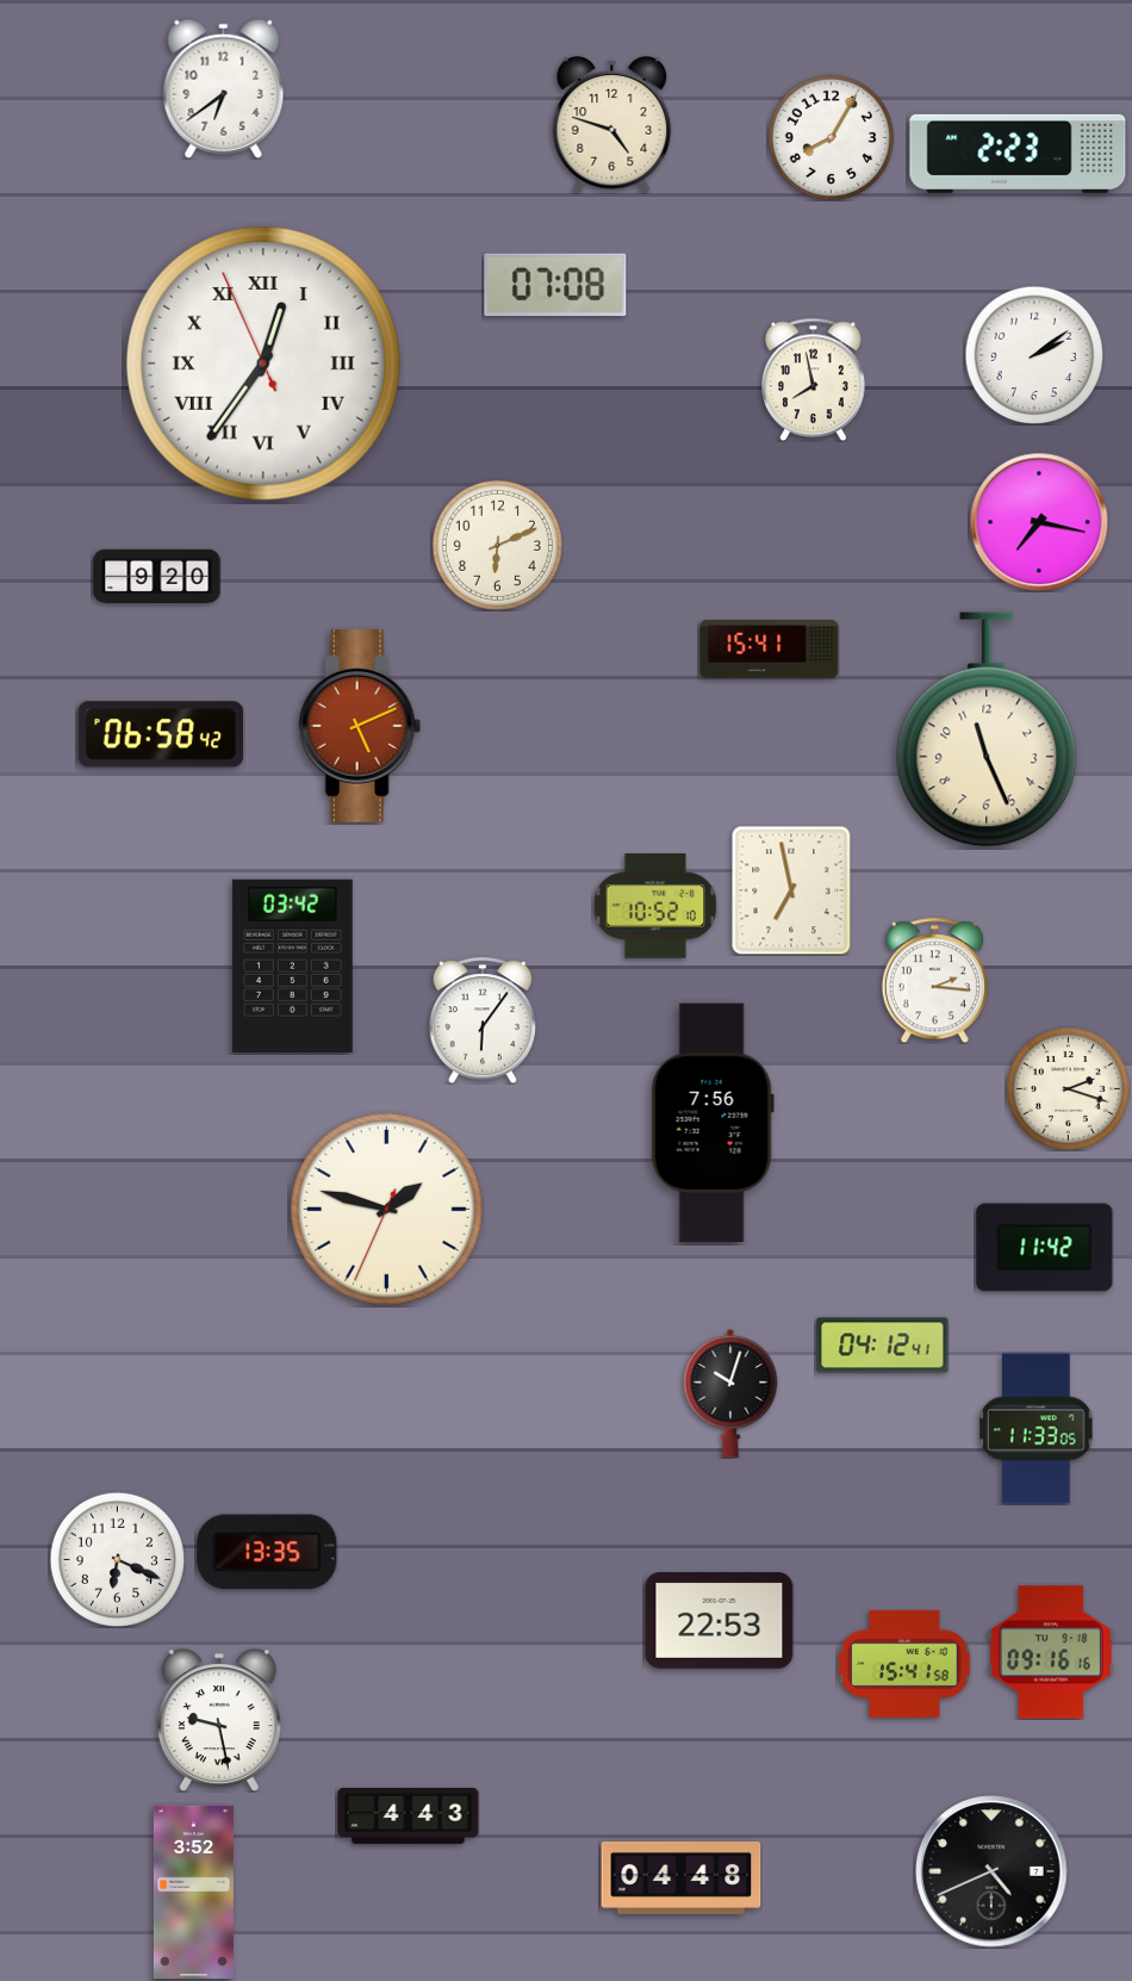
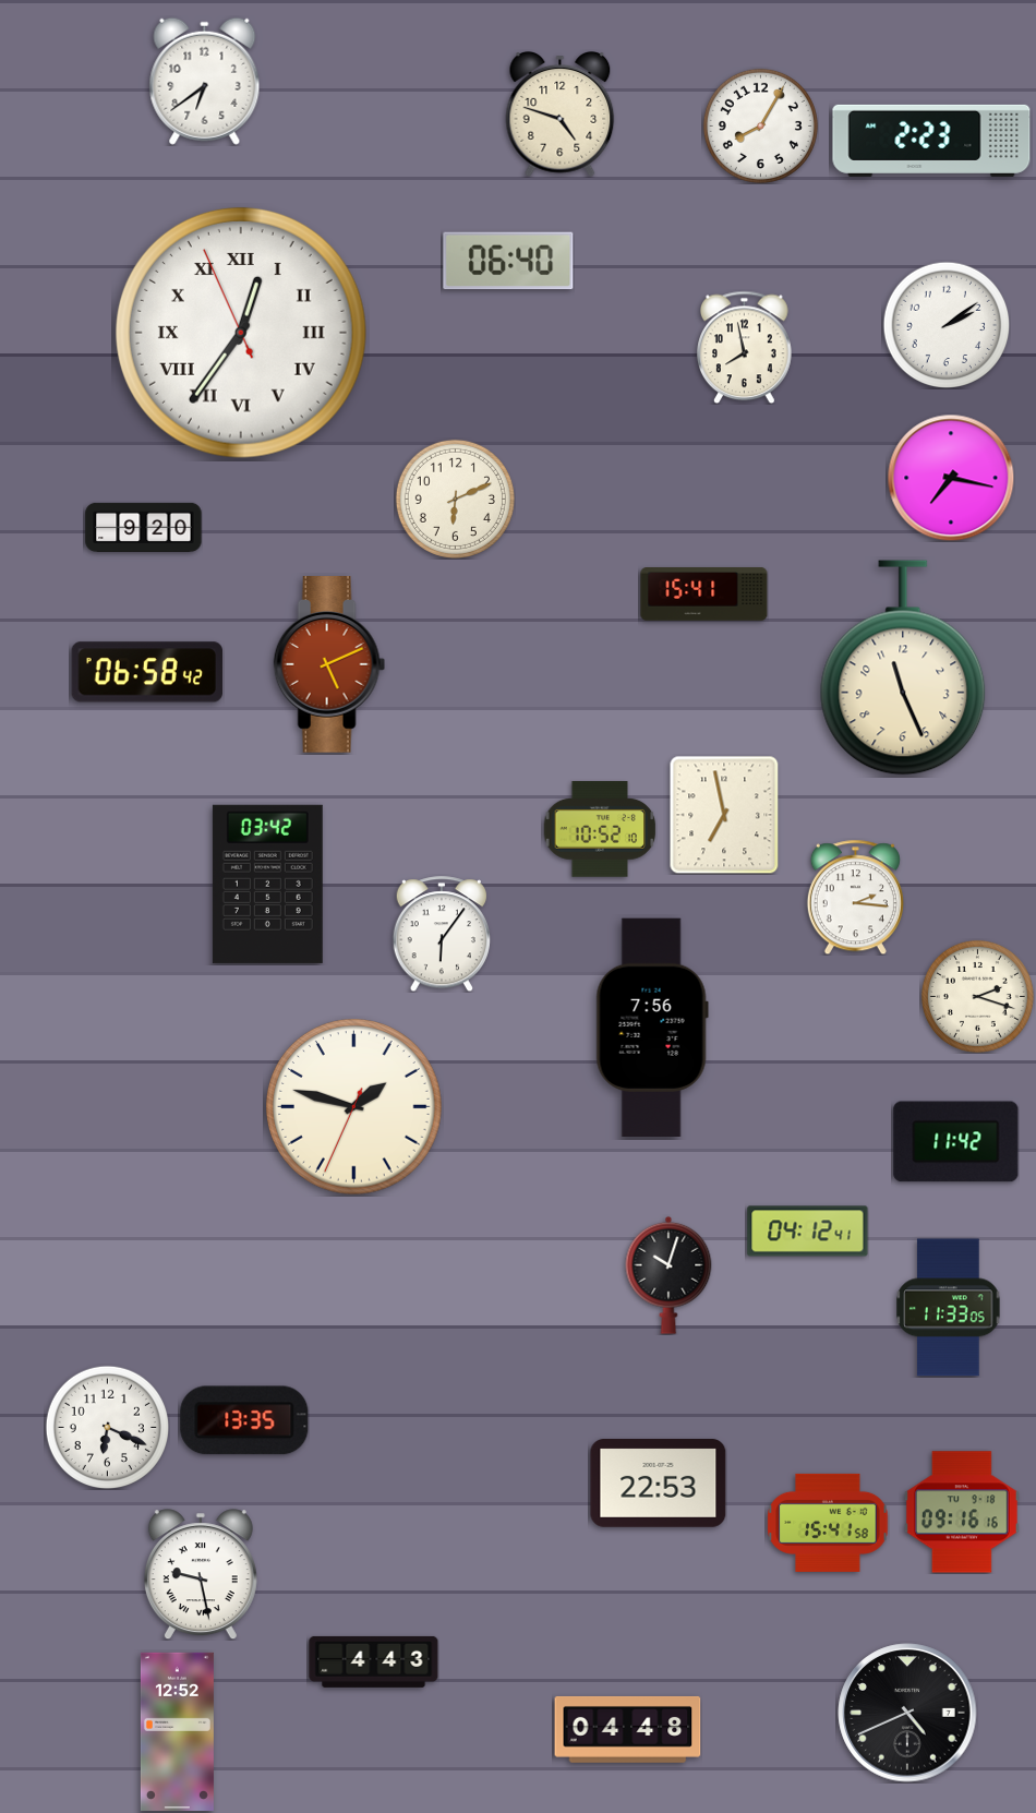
clock at (555, 285): 07:08 -> 06:40
clock at (682, 1877) position: (682, 1877) -> (628, 1729)
clock at (193, 1892): 3:52 -> 12:52
